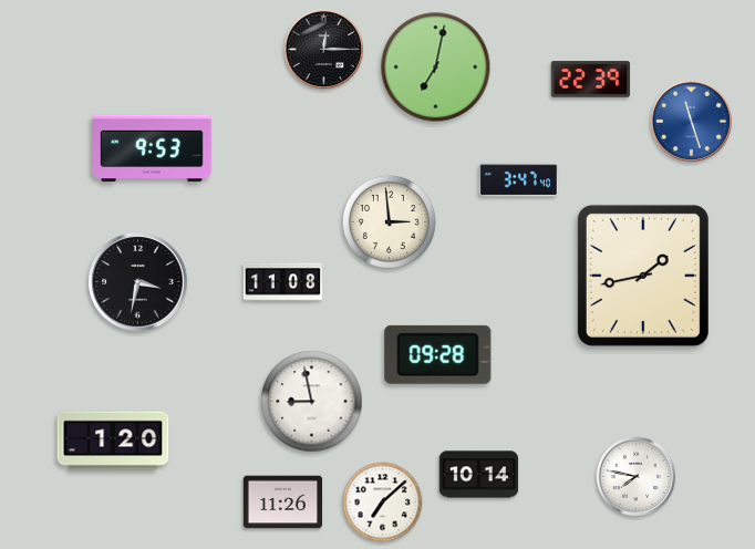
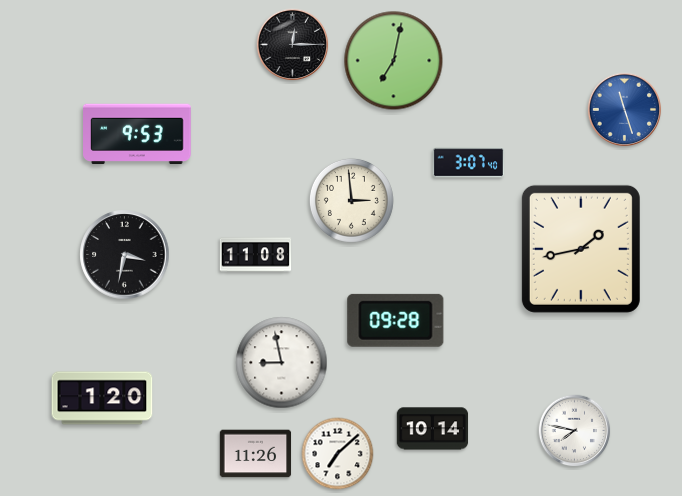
clock at (591, 80): 22:39 -> none
clock at (519, 180): 3:47 -> 3:07
clock at (383, 503) position: (383, 503) -> (338, 454)
